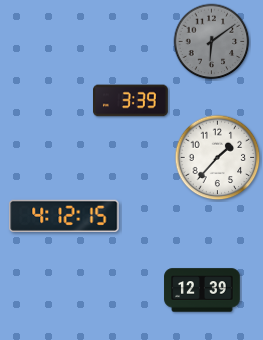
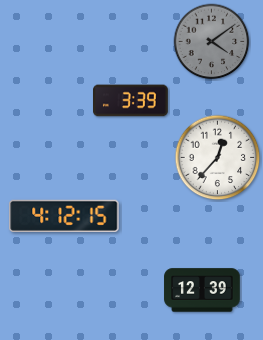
clock at (212, 42): 6:09 -> 4:09
clock at (218, 158): 1:37 -> 12:37
